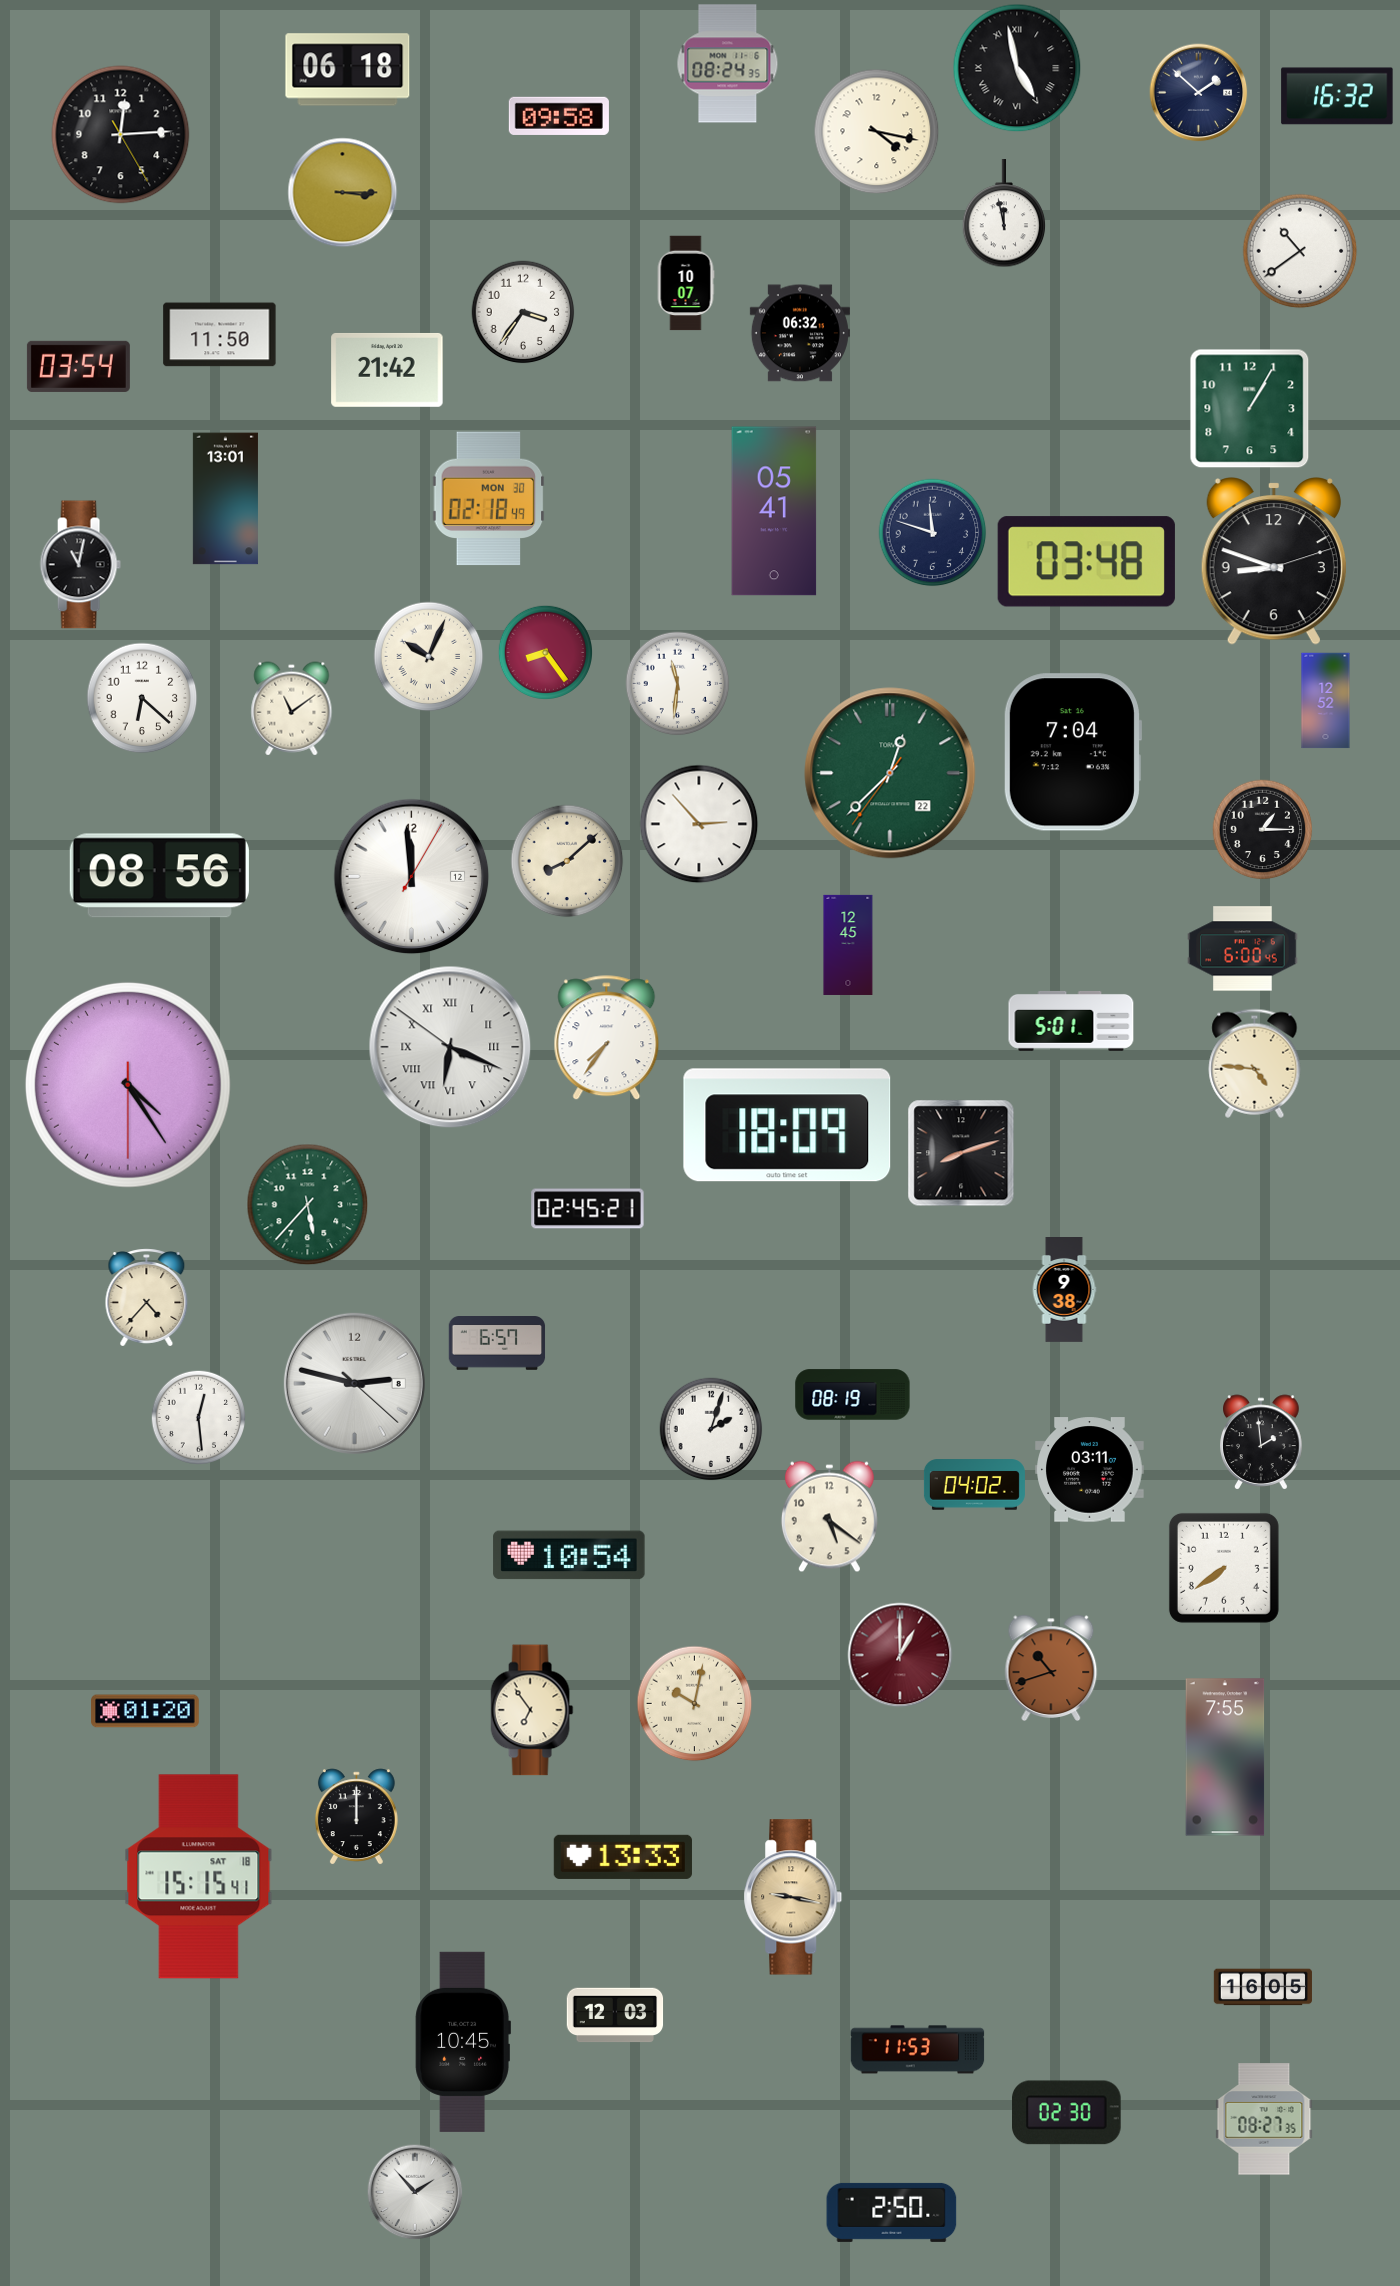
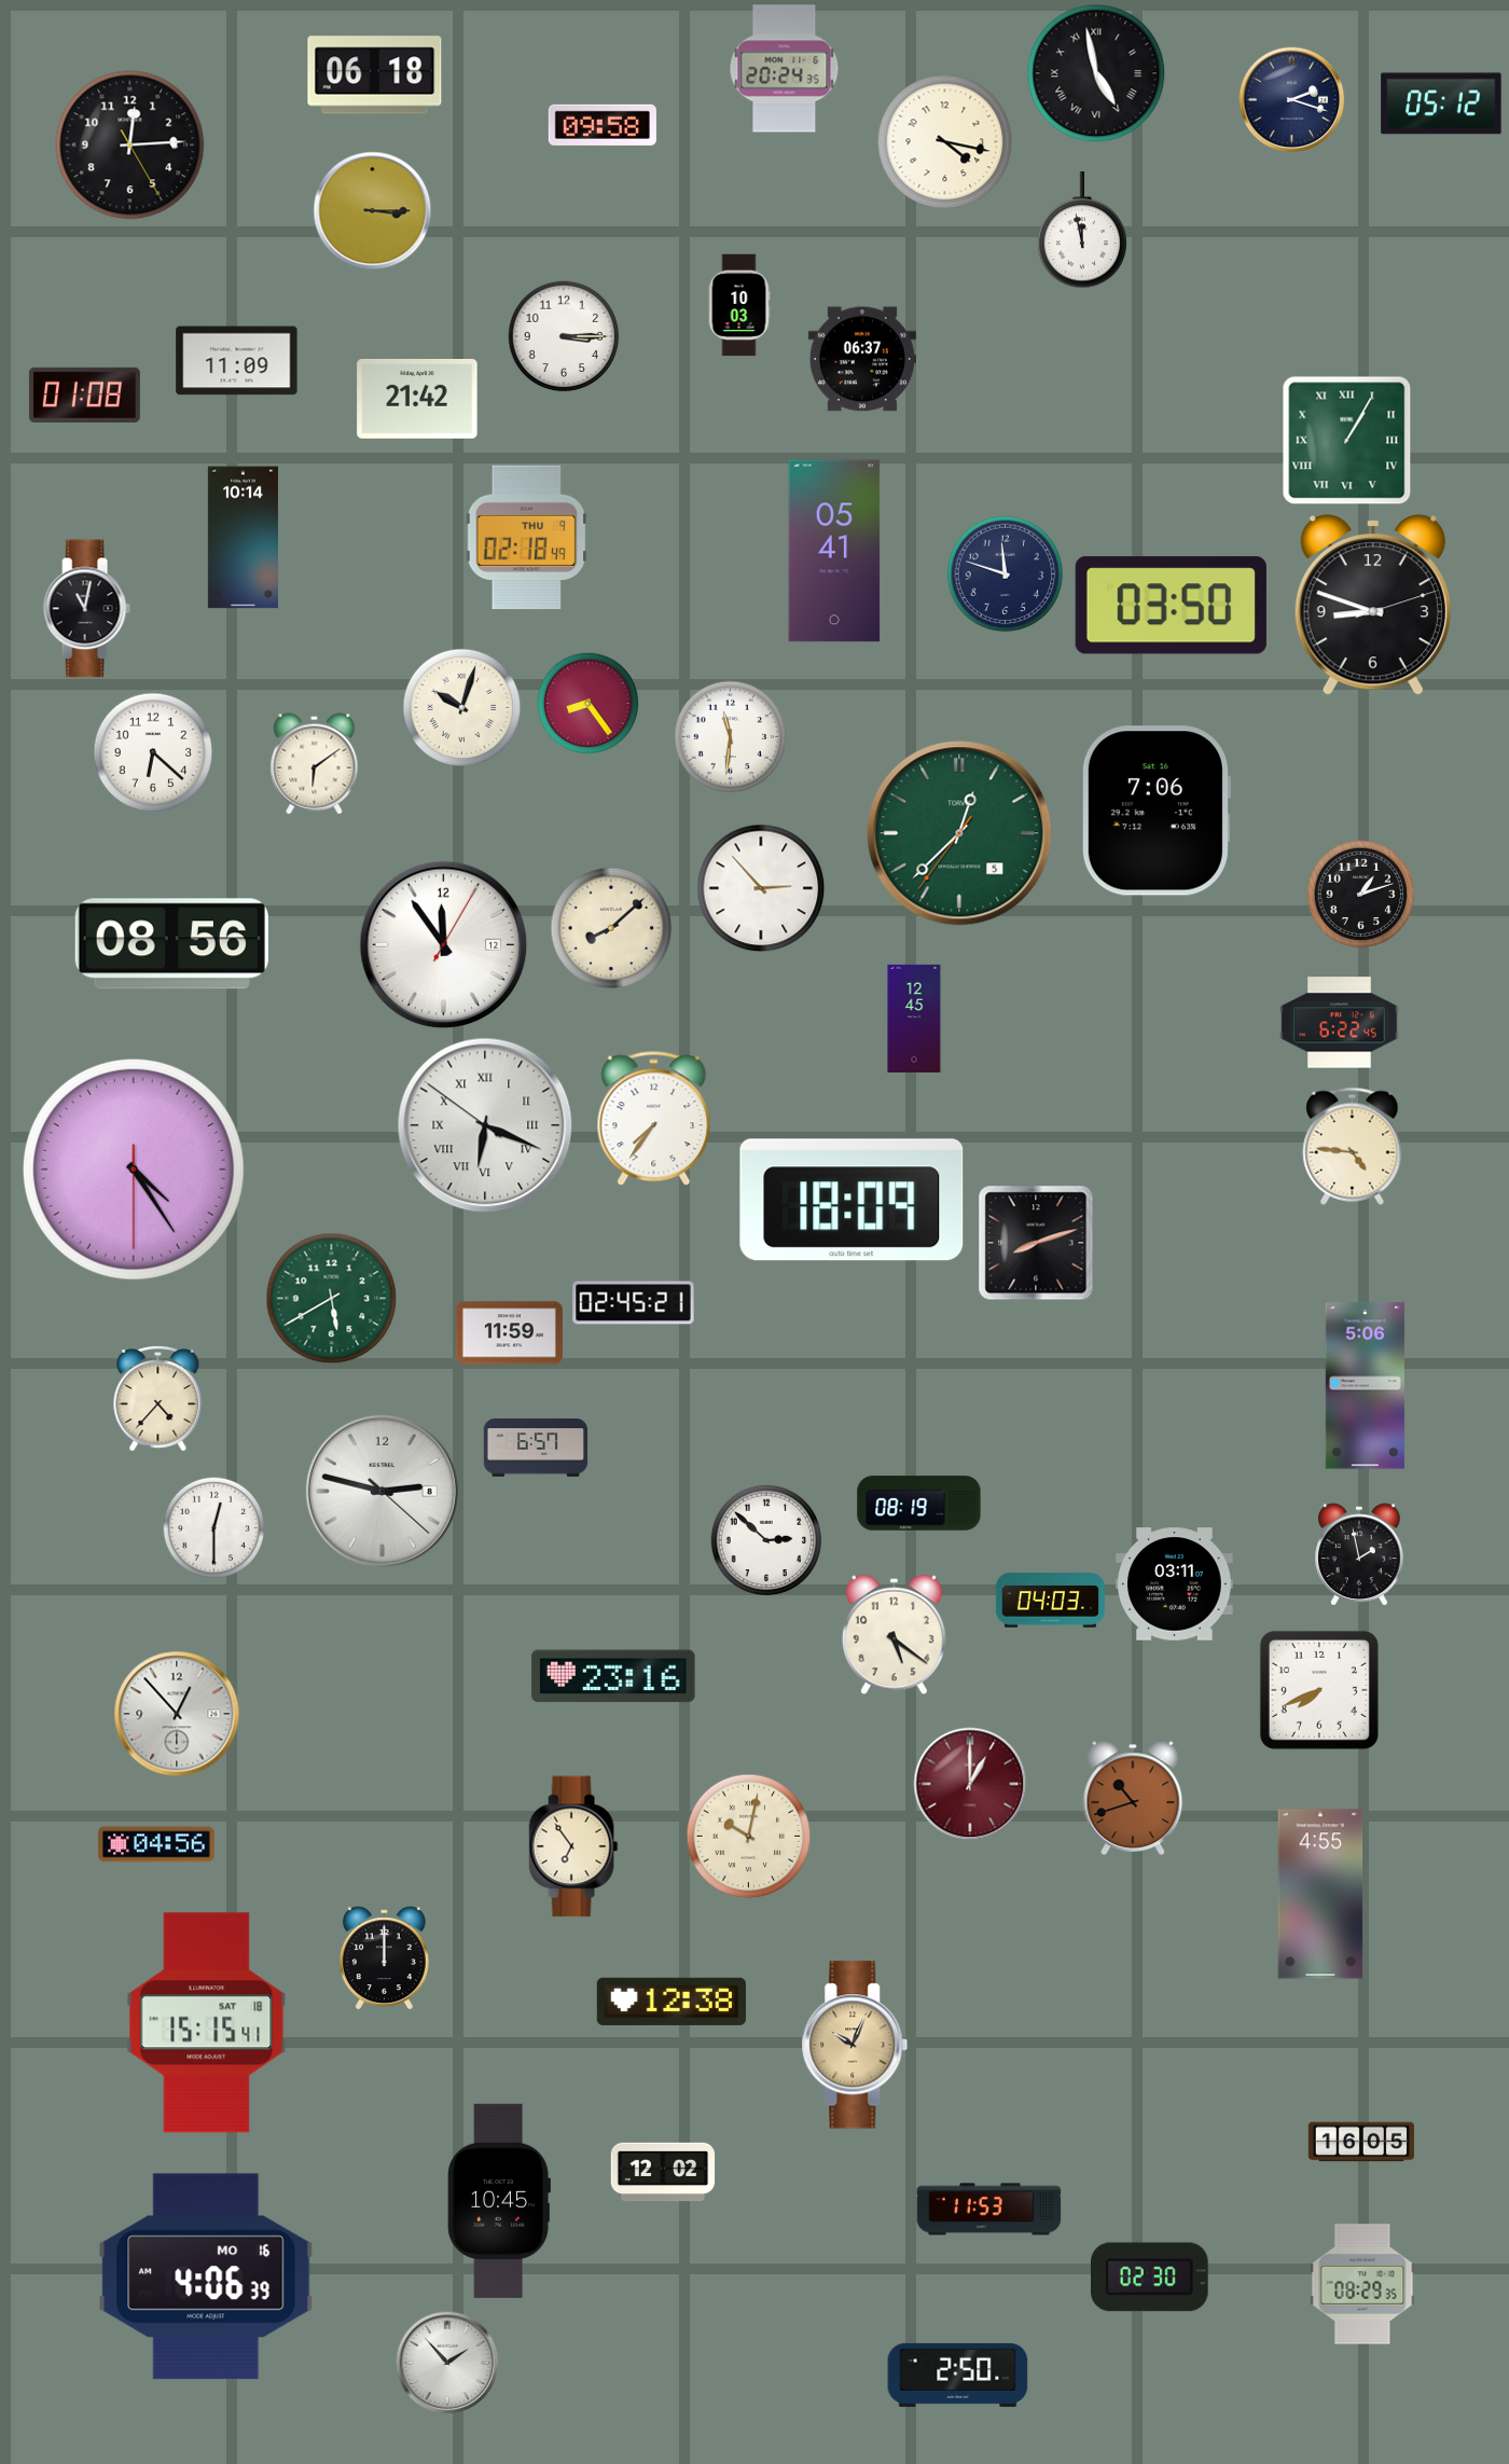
clock at (728, 64): 08:24 -> 20:24
clock at (1199, 93): 1:52 -> 2:18
clock at (1337, 96): 16:32 -> 05:12
clock at (343, 193) position: (343, 193) -> (373, 211)
clock at (1300, 251): 10:39 -> none
clock at (686, 283): 10:07 -> 10:03
clock at (523, 312): 3:36 -> 3:15
clock at (800, 333): 06:32 -> 06:37
clock at (220, 335): 11:50 -> 11:09
clock at (78, 366): 03:54 -> 01:08
clock at (1250, 409) numerals: Arabic -> Roman
clock at (225, 499): 13:01 -> 10:14
clock at (489, 499) date: MON 30 -> THU 9
clock at (1086, 562): 03:48 -> 03:50
clock at (429, 657): 10:04 -> 10:03
clock at (1326, 701): 12:52 -> none
clock at (292, 709): 11:09 -> 6:09
clock at (1072, 752): 7:04 -> 7:06
clock at (890, 773) date: 22 -> 5
clock at (699, 824) position: (699, 824) -> (761, 888)
clock at (1263, 830): 1:15 -> 1:12
clock at (412, 877): 11:59 -> 11:54
clock at (1243, 949): 6:00 -> 6:22
clock at (1071, 1021): 5:01 -> none
clock at (450, 1047) position: (450, 1047) -> (485, 1125)
clock at (128, 1085) position: (128, 1085) -> (134, 1169)
clock at (787, 1125) position: (787, 1125) -> (852, 1200)
clock at (308, 1205): 5:37 -> 5:40
clock at (509, 1333): none -> 11:59
clock at (1365, 1386): none -> 5:06
clock at (1064, 1290): 9:38 -> none
clock at (198, 1417): 12:29 -> 12:30
clock at (711, 1429): 2:03 -> 2:52
clock at (1261, 1442): 1:59 -> 1:58
clock at (974, 1485): 04:02 -> 04:03
clock at (569, 1555): 10:54 -> 23:16
clock at (1224, 1568): 7:39 -> 7:41
clock at (177, 1714): none -> 12:53
clock at (532, 1710) position: (532, 1710) -> (573, 1846)
clock at (145, 1711): 01:20 -> 04:56
clock at (1225, 1757): 7:55 -> 4:55
clock at (623, 1857): 13:33 -> 12:38
clock at (199, 1877) position: (199, 1877) -> (207, 2023)
clock at (793, 1897): 9:17 -> 10:04
clock at (615, 2015): 12:03 -> 12:02
clock at (206, 2276): none -> 4:06
clock at (1264, 2119): 08:27 -> 08:29
clock at (892, 2212) position: (892, 2212) -> (958, 2375)
